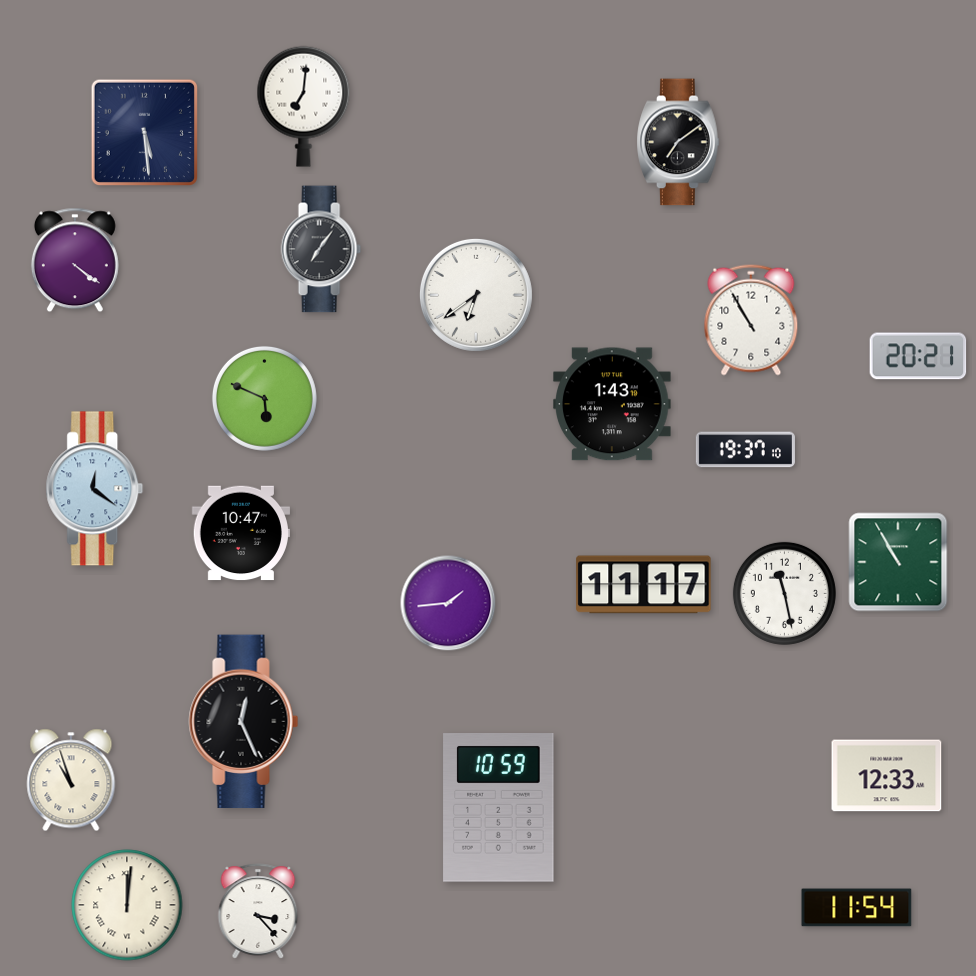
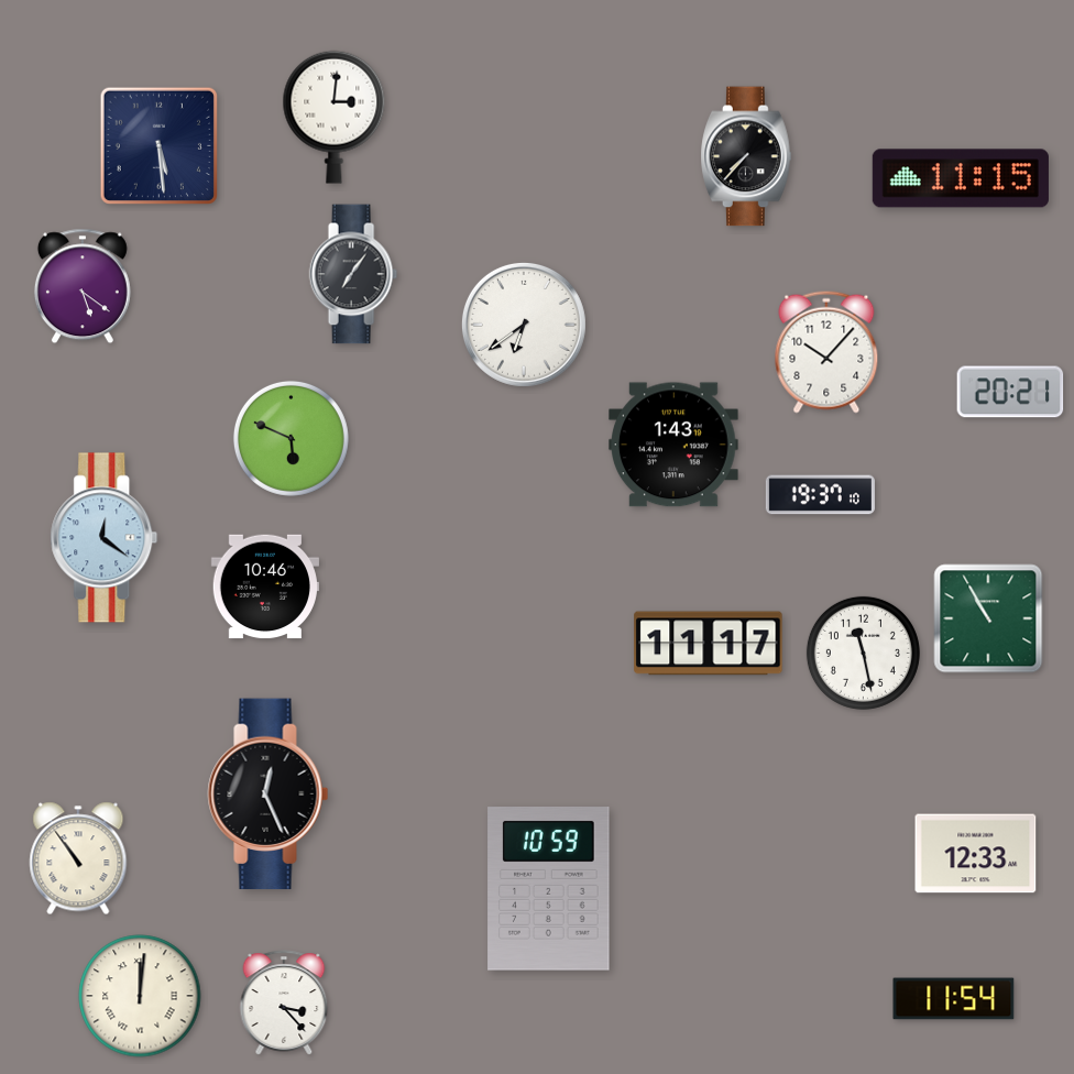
clock at (304, 106): 7:01 -> 3:01
clock at (678, 142): 7:09 -> 7:37
clock at (961, 178): none -> 11:15
clock at (75, 260): 4:21 -> 5:21
clock at (751, 320): 10:55 -> 10:07
clock at (240, 533): 10:47 -> 10:46
clock at (448, 603): 1:44 -> none
clock at (71, 780): 10:57 -> 10:54
clock at (857, 908) position: (857, 908) -> (954, 999)
